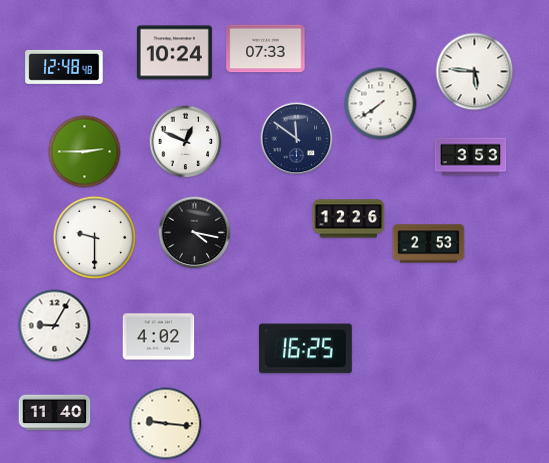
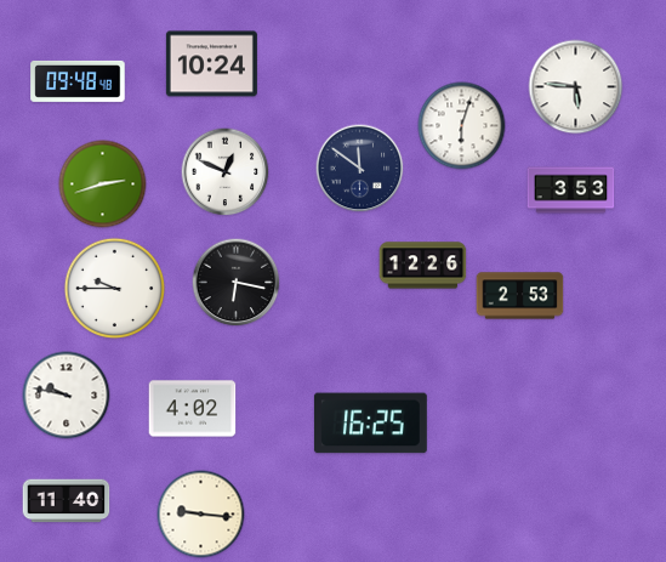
clock at (266, 49): 07:33 -> none
clock at (64, 67): 12:48 -> 09:48
clock at (381, 104): 7:39 -> 6:03
clock at (85, 152): 2:45 -> 2:42
clock at (195, 233): 4:17 -> 6:17
clock at (95, 238): 9:30 -> 9:45
clock at (55, 326): 9:05 -> 9:47
